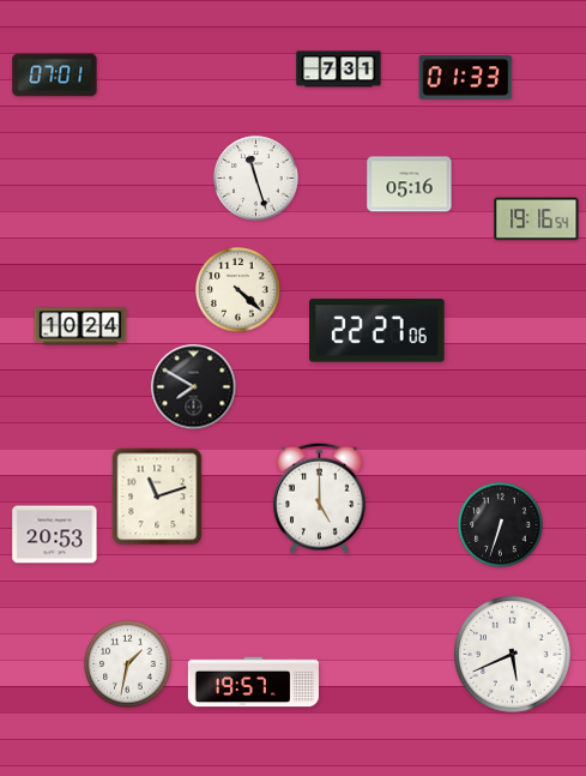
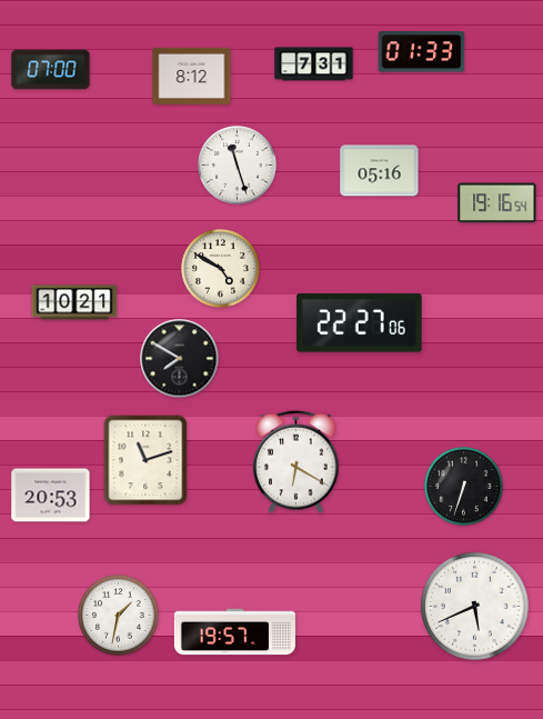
clock at (55, 76): 07:01 -> 07:00
clock at (466, 78) position: (466, 78) -> (422, 52)
clock at (192, 76): none -> 8:12
clock at (238, 290): 4:22 -> 4:50
clock at (80, 326): 10:24 -> 10:21
clock at (377, 331) position: (377, 331) -> (360, 323)
clock at (320, 498): 5:00 -> 6:20
